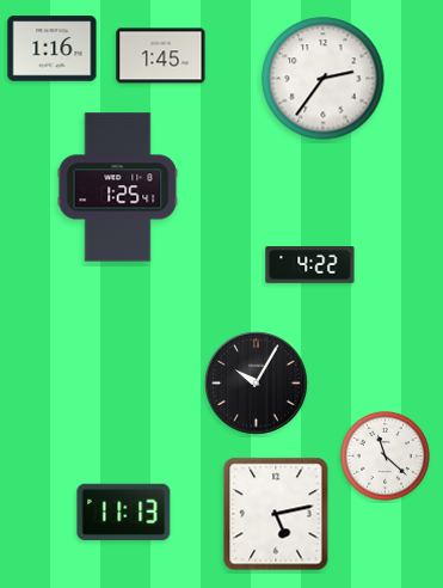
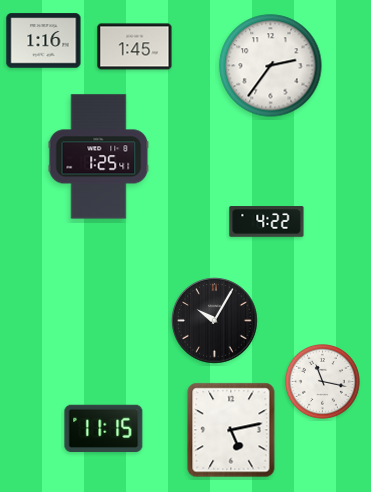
clock at (310, 265) position: (310, 265) -> (267, 222)
clock at (386, 457): 11:22 -> 11:17
clock at (124, 512): 11:13 -> 11:15
